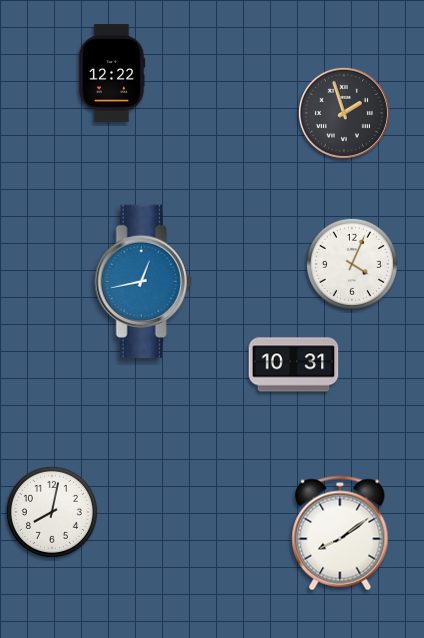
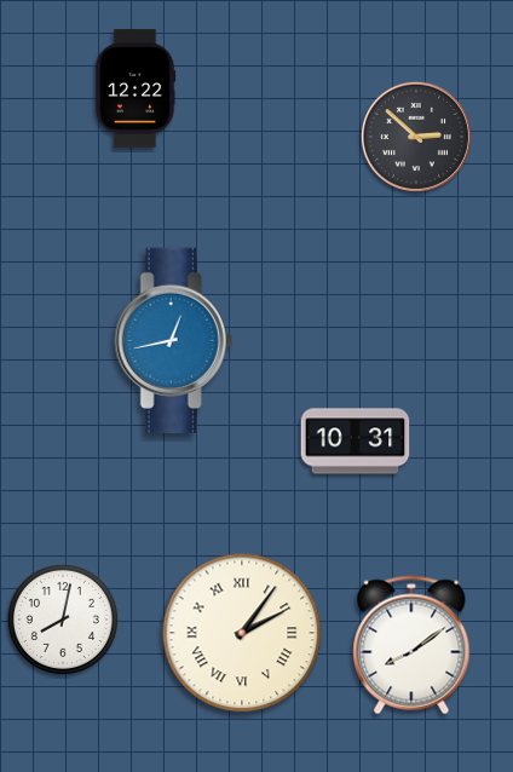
clock at (344, 113): 1:57 -> 2:52
clock at (352, 264): 4:04 -> none
clock at (242, 633): none -> 2:06
